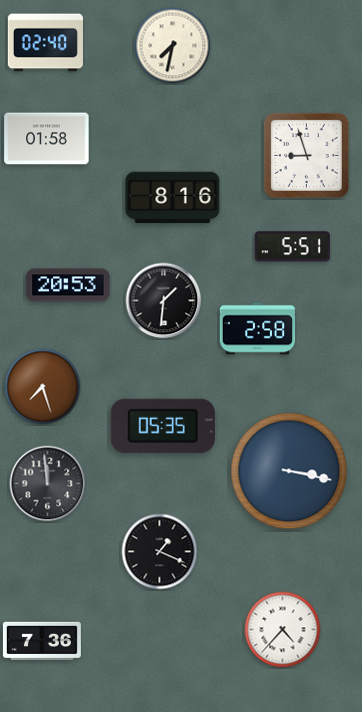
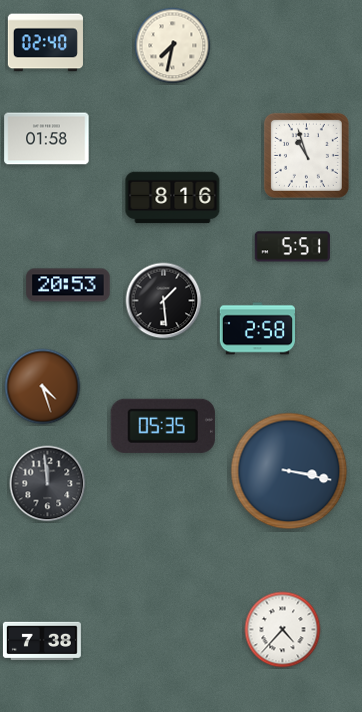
clock at (306, 155): 8:57 -> 10:57
clock at (164, 301): 1:31 -> 1:29
clock at (43, 387): 7:27 -> 4:27
clock at (160, 552): 1:19 -> none
clock at (42, 640): 7:36 -> 7:38
